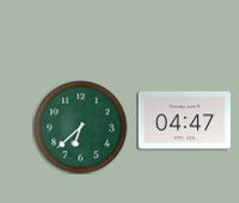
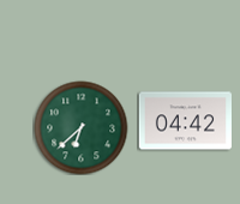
clock at (184, 121): 04:47 -> 04:42
